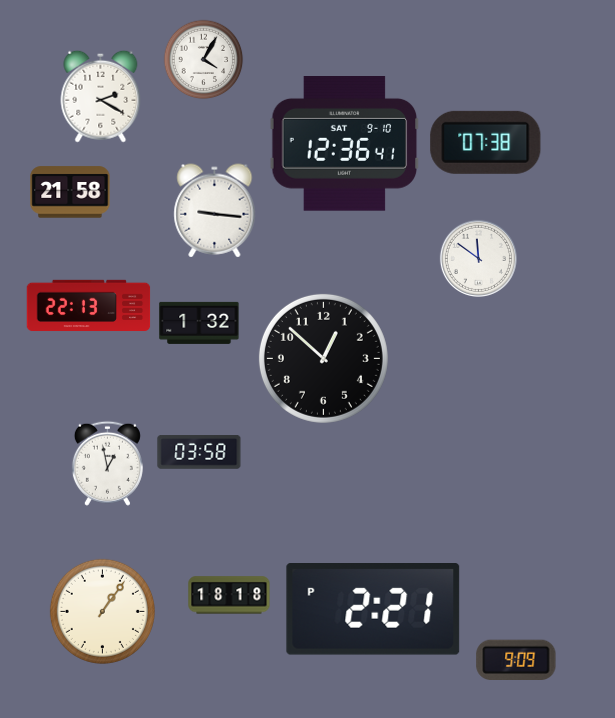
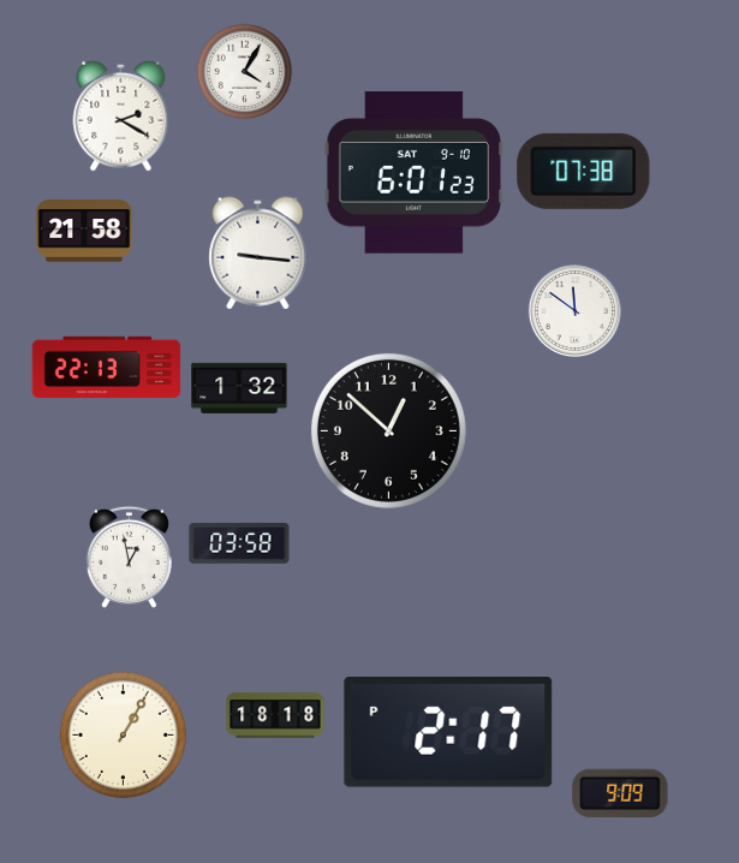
clock at (345, 144): 12:36 -> 6:01
clock at (373, 610): 2:21 -> 2:17
clock at (102, 611): 1:06 -> 1:05
